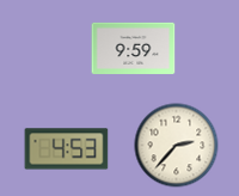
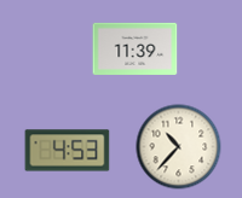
clock at (134, 48): 9:59 -> 11:39
clock at (177, 146): 2:37 -> 10:37
